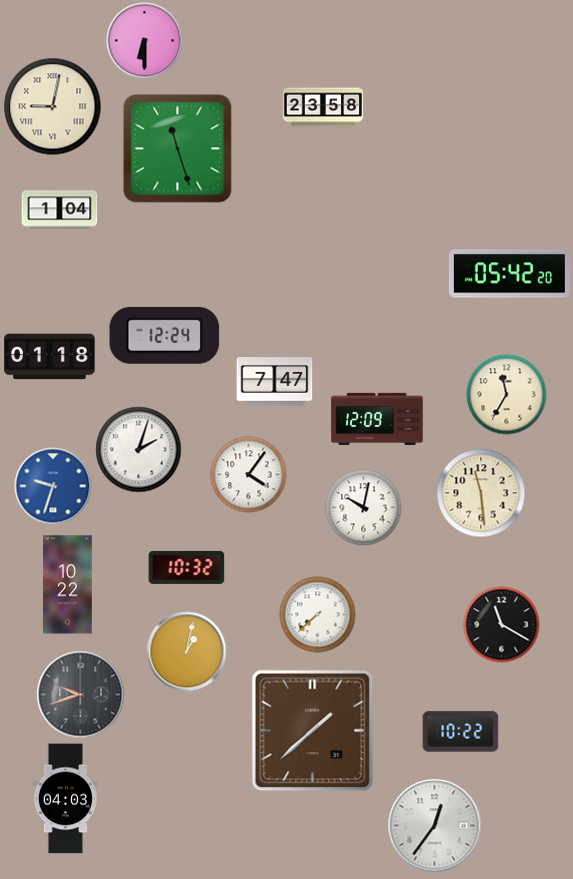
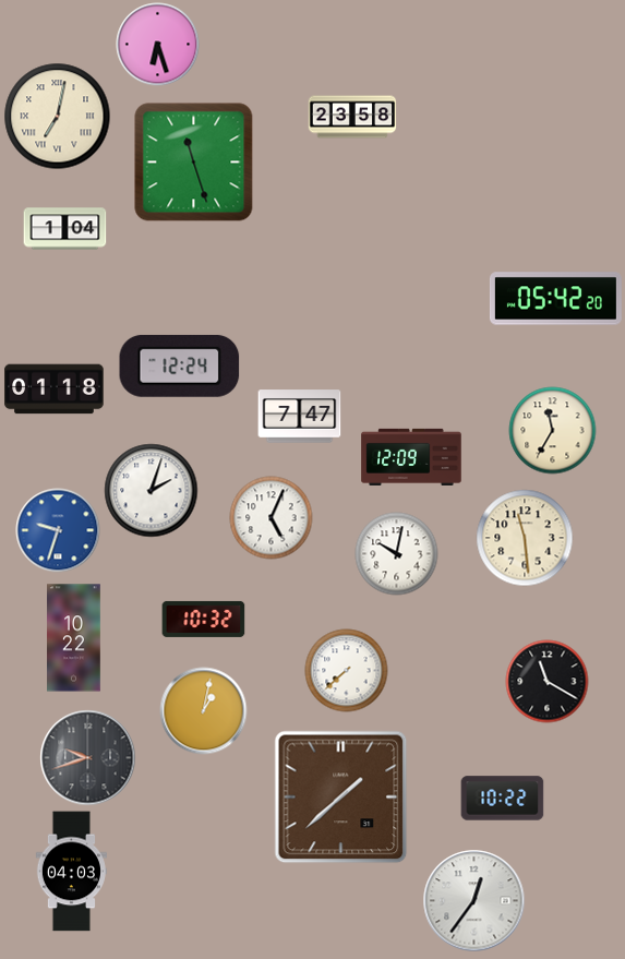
clock at (145, 41): 6:30 -> 6:27
clock at (53, 107): 9:02 -> 7:02
clock at (249, 475): 4:06 -> 5:04
